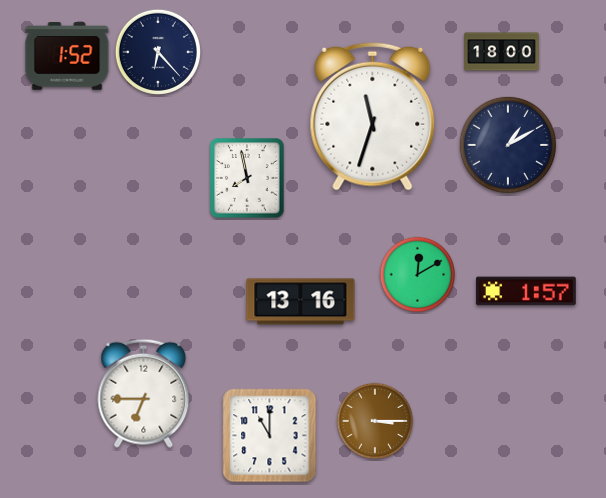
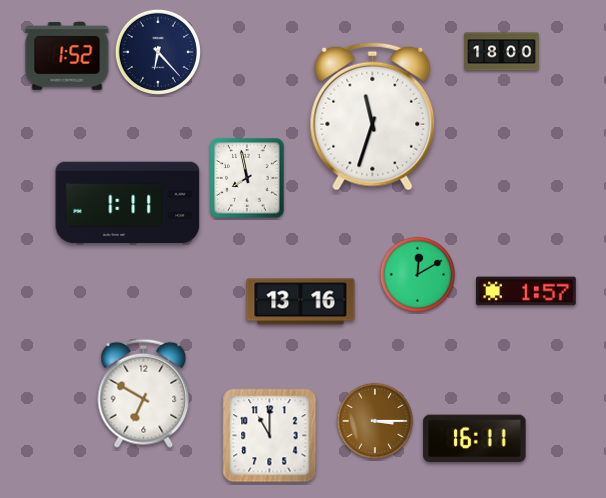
clock at (508, 145): 1:10 -> none
clock at (128, 203): none -> 1:11
clock at (144, 393): 6:45 -> 6:50
clock at (475, 439): none -> 16:11
